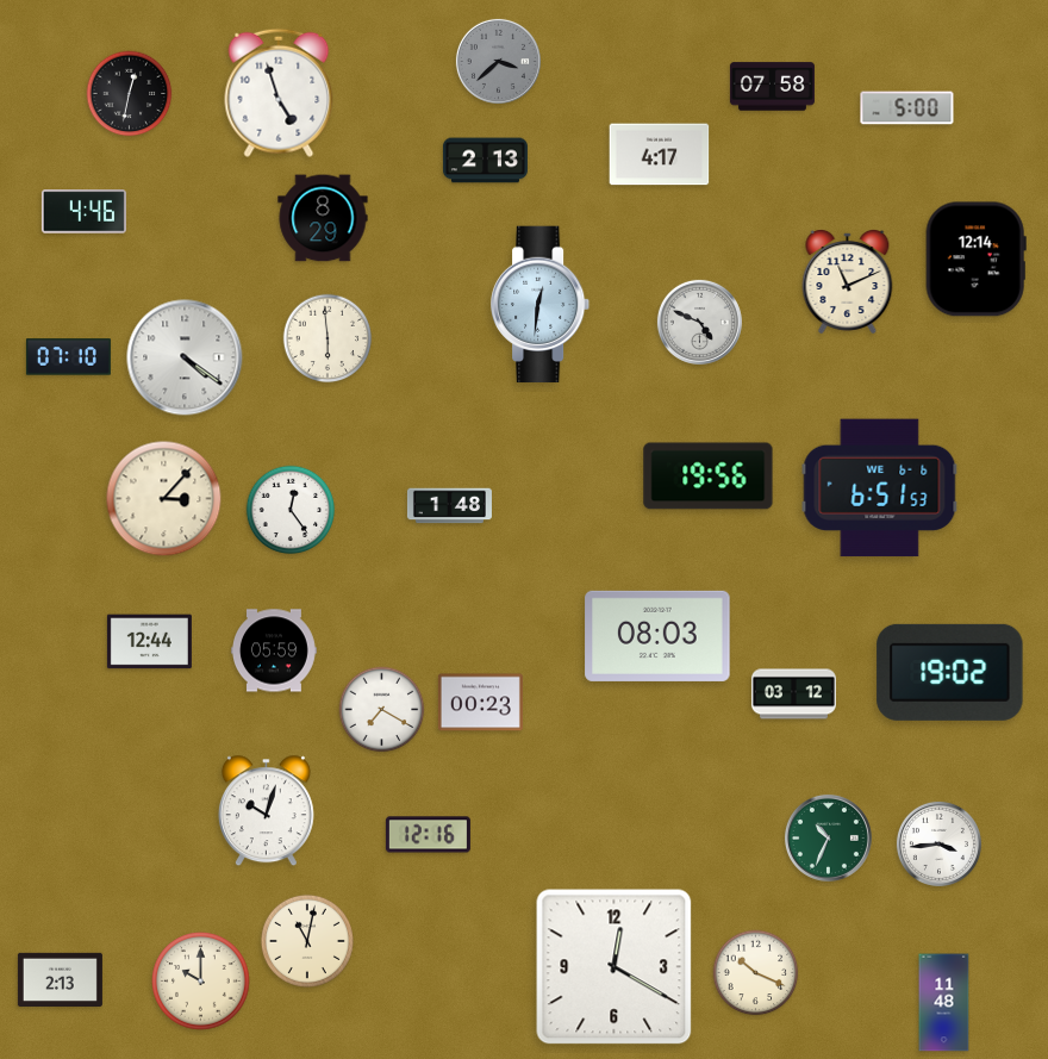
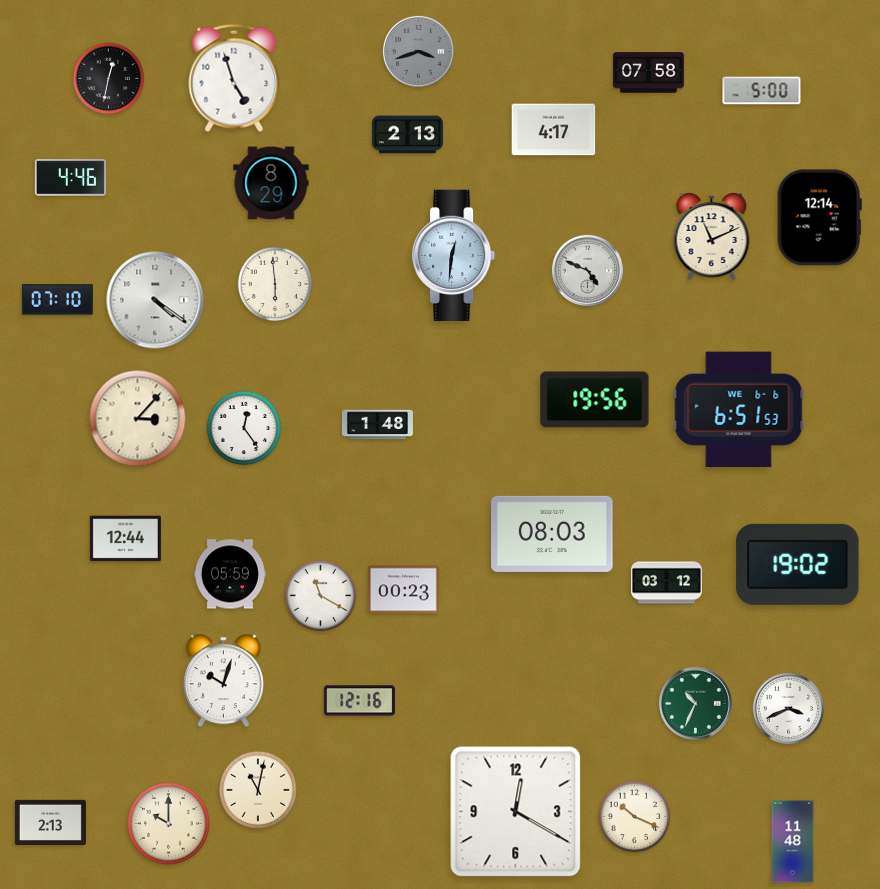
clock at (498, 61): 3:38 -> 3:42
clock at (274, 650) position: (274, 650) -> (230, 574)
clock at (382, 710): 7:20 -> 11:20
clock at (938, 843): 3:44 -> 3:41
